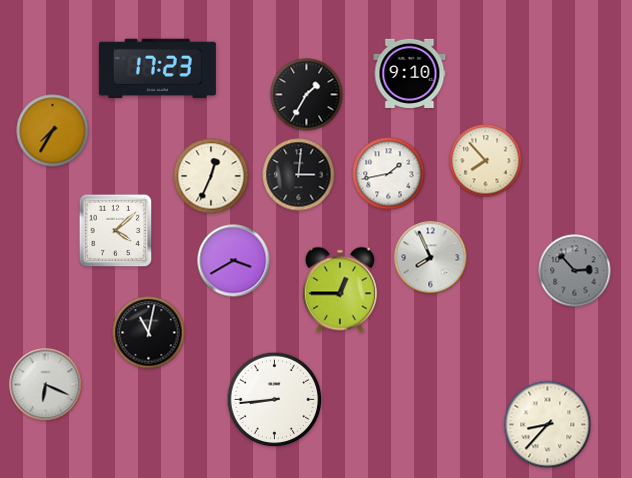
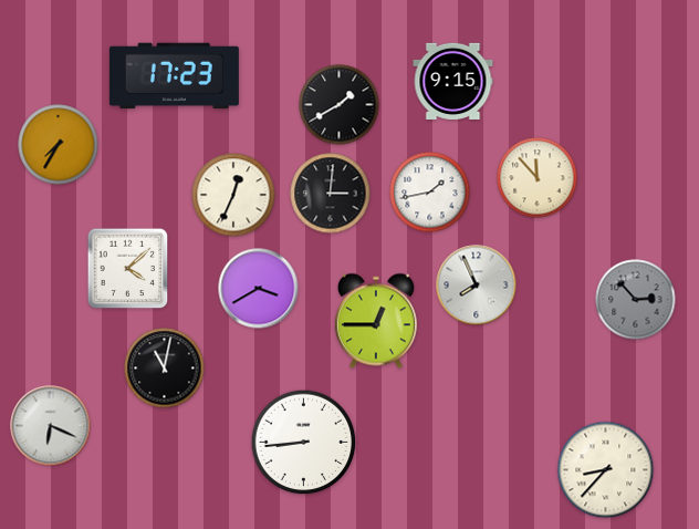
clock at (410, 73): 9:10 -> 9:15
clock at (307, 95): 1:35 -> 1:40
clock at (486, 161): 7:53 -> 11:53
clock at (116, 231) position: (116, 231) -> (128, 269)
